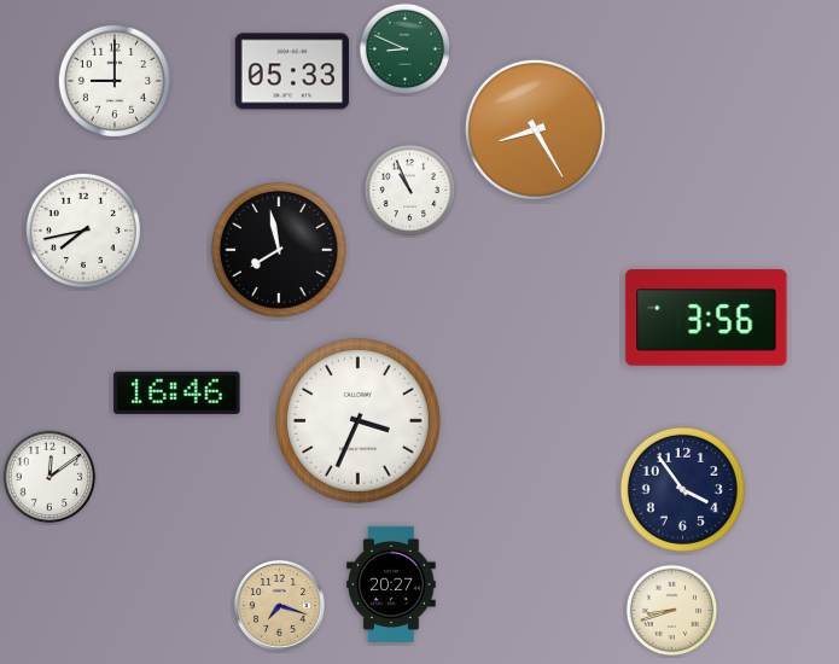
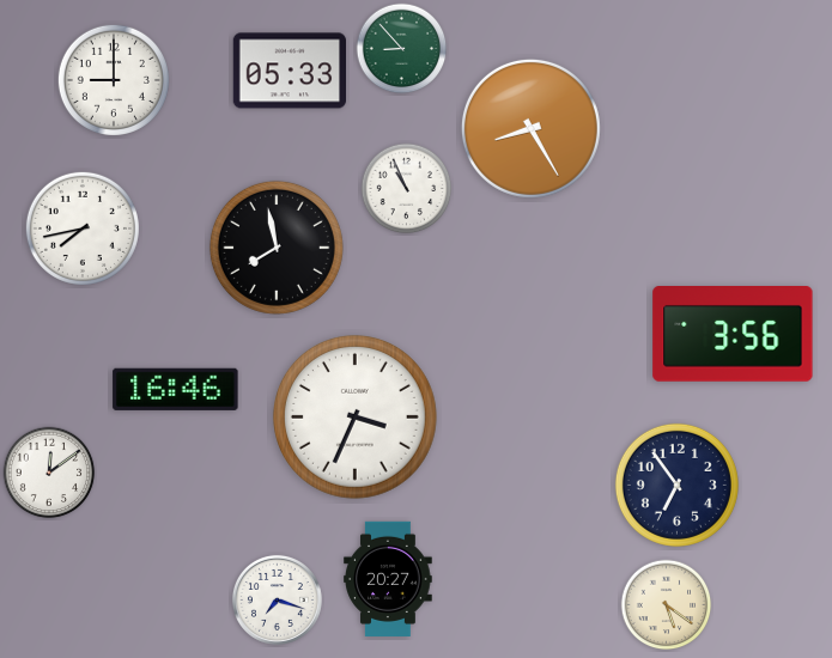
clock at (406, 49): 8:49 -> 8:53
clock at (706, 319) position: (706, 319) -> (733, 335)
clock at (682, 489): 3:54 -> 6:54
clock at (279, 605) dial: champagne -> white
clock at (672, 611): 8:42 -> 5:21
